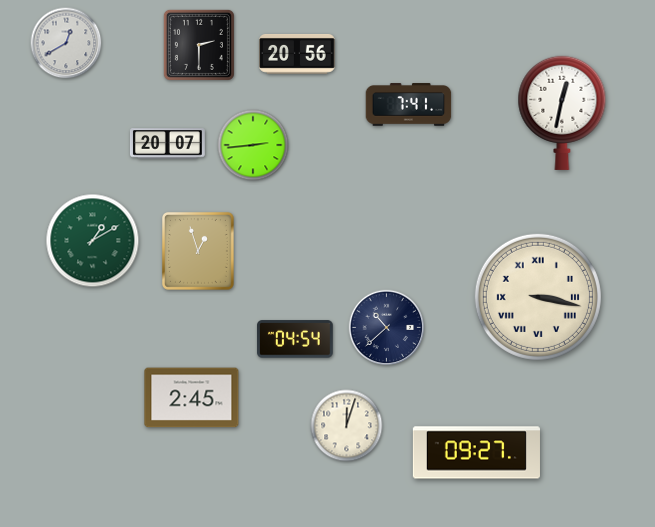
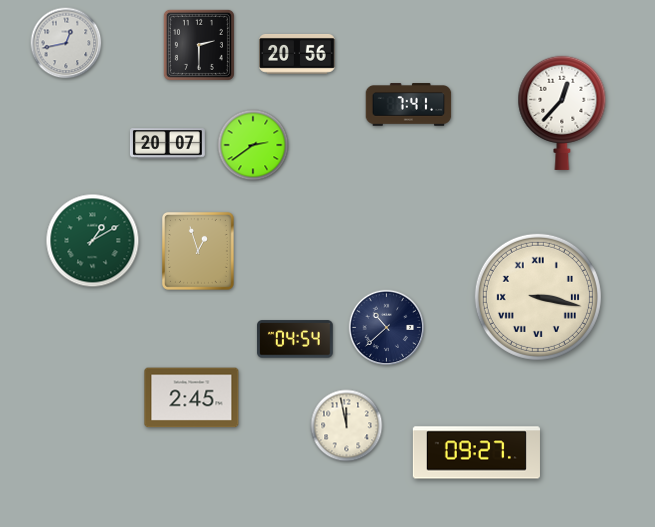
clock at (66, 43): 12:40 -> 12:43
clock at (562, 113): 12:32 -> 12:37
clock at (253, 145): 2:44 -> 2:39
clock at (347, 426): 12:03 -> 11:58
